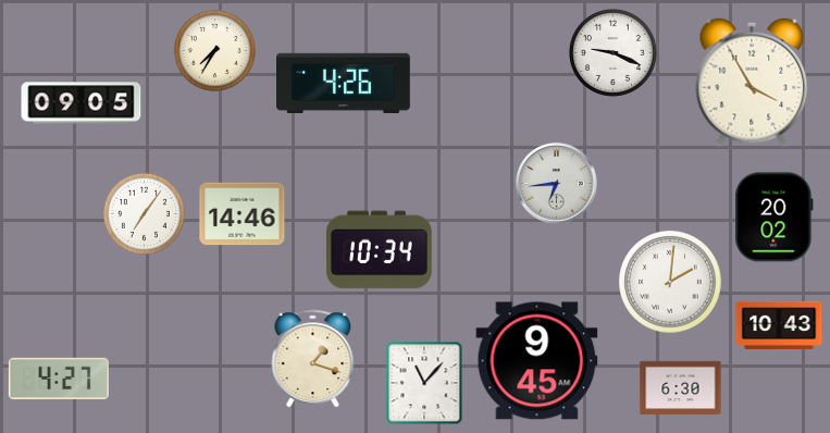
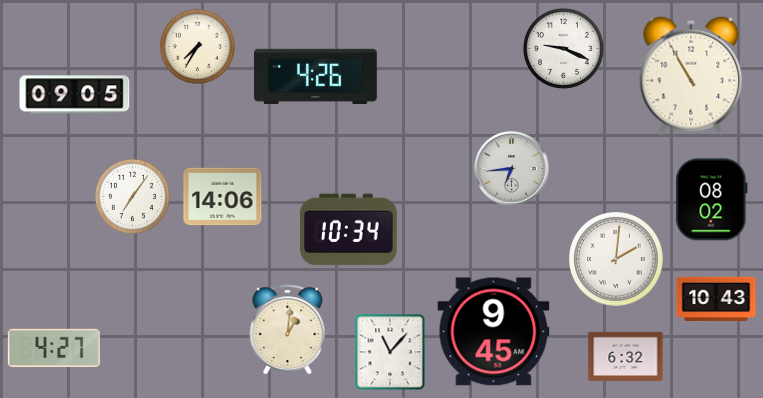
clock at (752, 83): 3:55 -> 10:55
clock at (243, 214): 14:46 -> 14:06
clock at (775, 218): 20:02 -> 08:02
clock at (313, 359): 1:18 -> 1:01
clock at (681, 387): 6:30 -> 6:32
